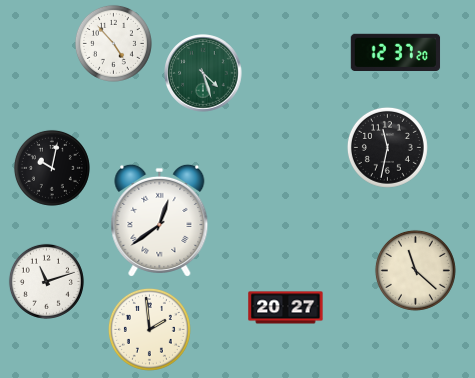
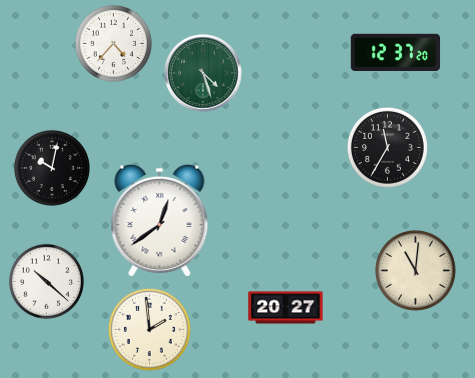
clock at (113, 43): 4:53 -> 4:37
clock at (387, 147): 11:32 -> 11:35
clock at (415, 270): 11:22 -> 11:01
clock at (46, 281): 11:12 -> 10:22
